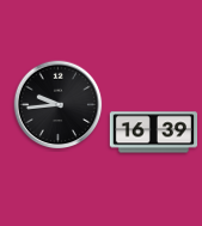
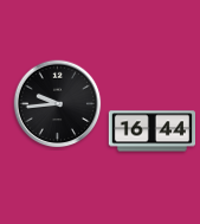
clock at (153, 133): 16:39 -> 16:44
